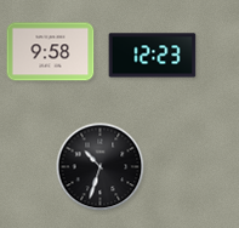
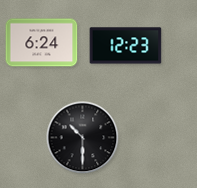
clock at (51, 52): 9:58 -> 6:24
clock at (101, 167): 10:33 -> 10:30
